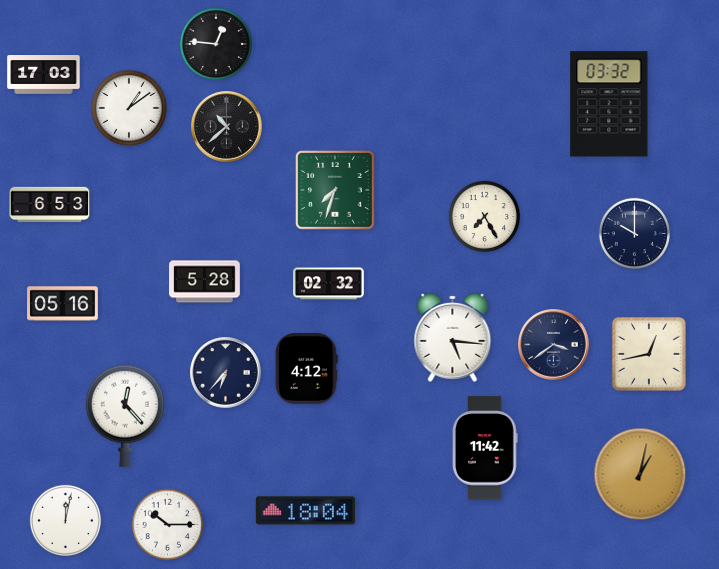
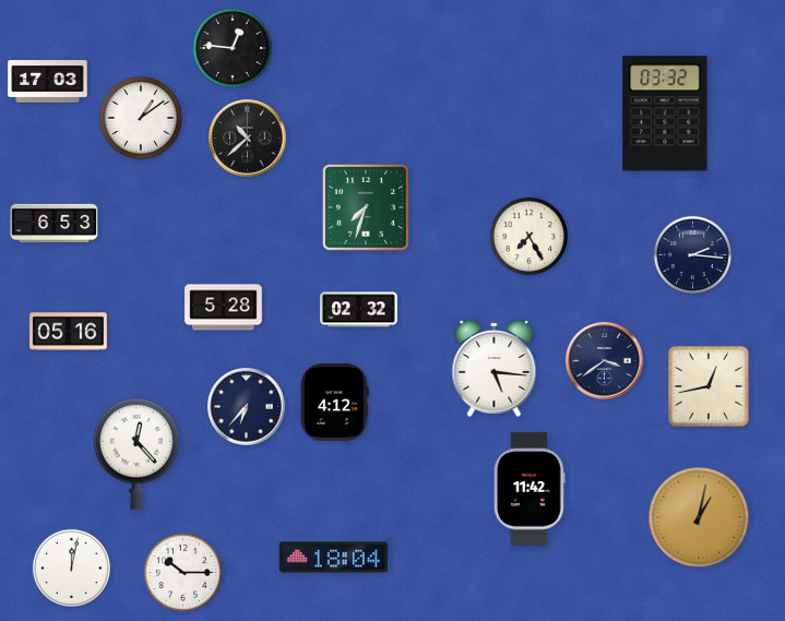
clock at (215, 43) position: (215, 43) -> (231, 47)
clock at (635, 234): 10:00 -> 2:16
clock at (554, 345) position: (554, 345) -> (605, 361)
